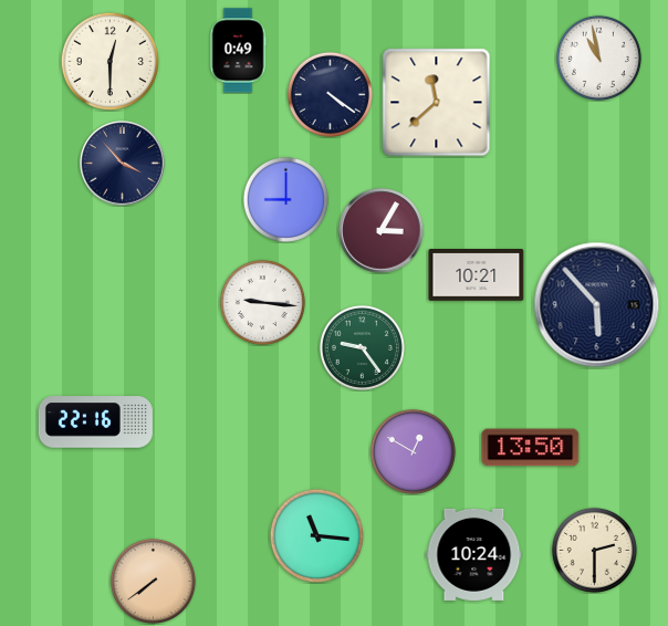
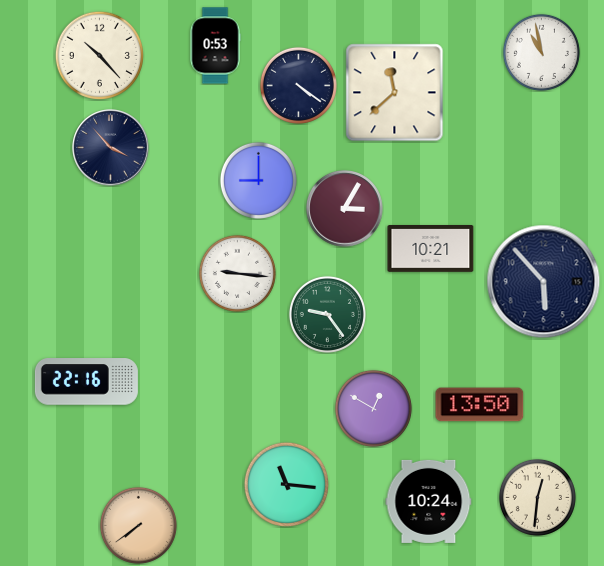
clock at (238, 51): 0:49 -> 0:53
clock at (109, 61): 12:30 -> 10:23
clock at (597, 305) position: (597, 305) -> (544, 282)
clock at (594, 550): 2:30 -> 12:31
